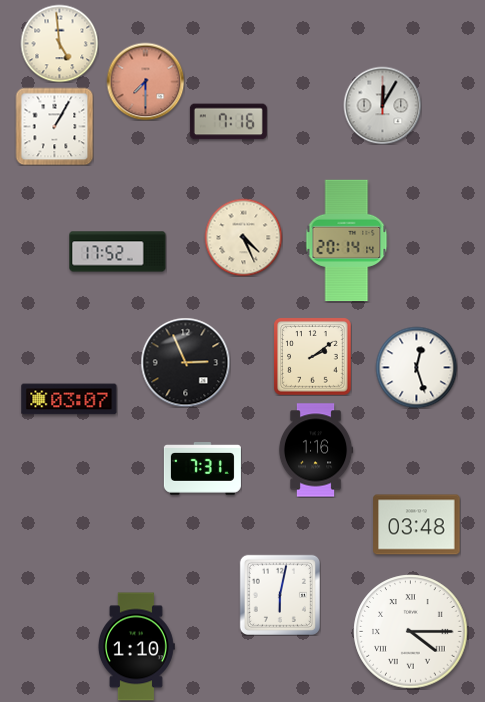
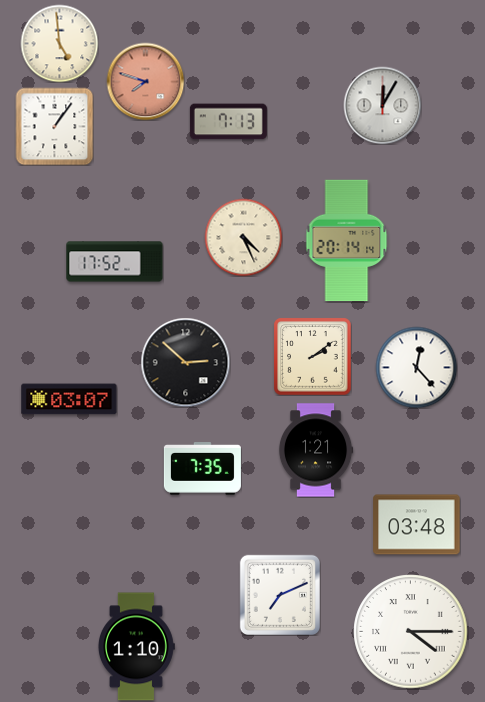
clock at (145, 81): 7:30 -> 7:48
clock at (228, 122): 7:16 -> 7:13
clock at (54, 126): 1:05 -> 1:06
clock at (118, 252) position: (118, 252) -> (115, 262)
clock at (185, 362): 2:56 -> 2:52
clock at (416, 367): 12:27 -> 12:23
clock at (316, 450): 1:16 -> 1:21
clock at (202, 469): 7:31 -> 7:35
clock at (280, 595): 6:02 -> 7:11
